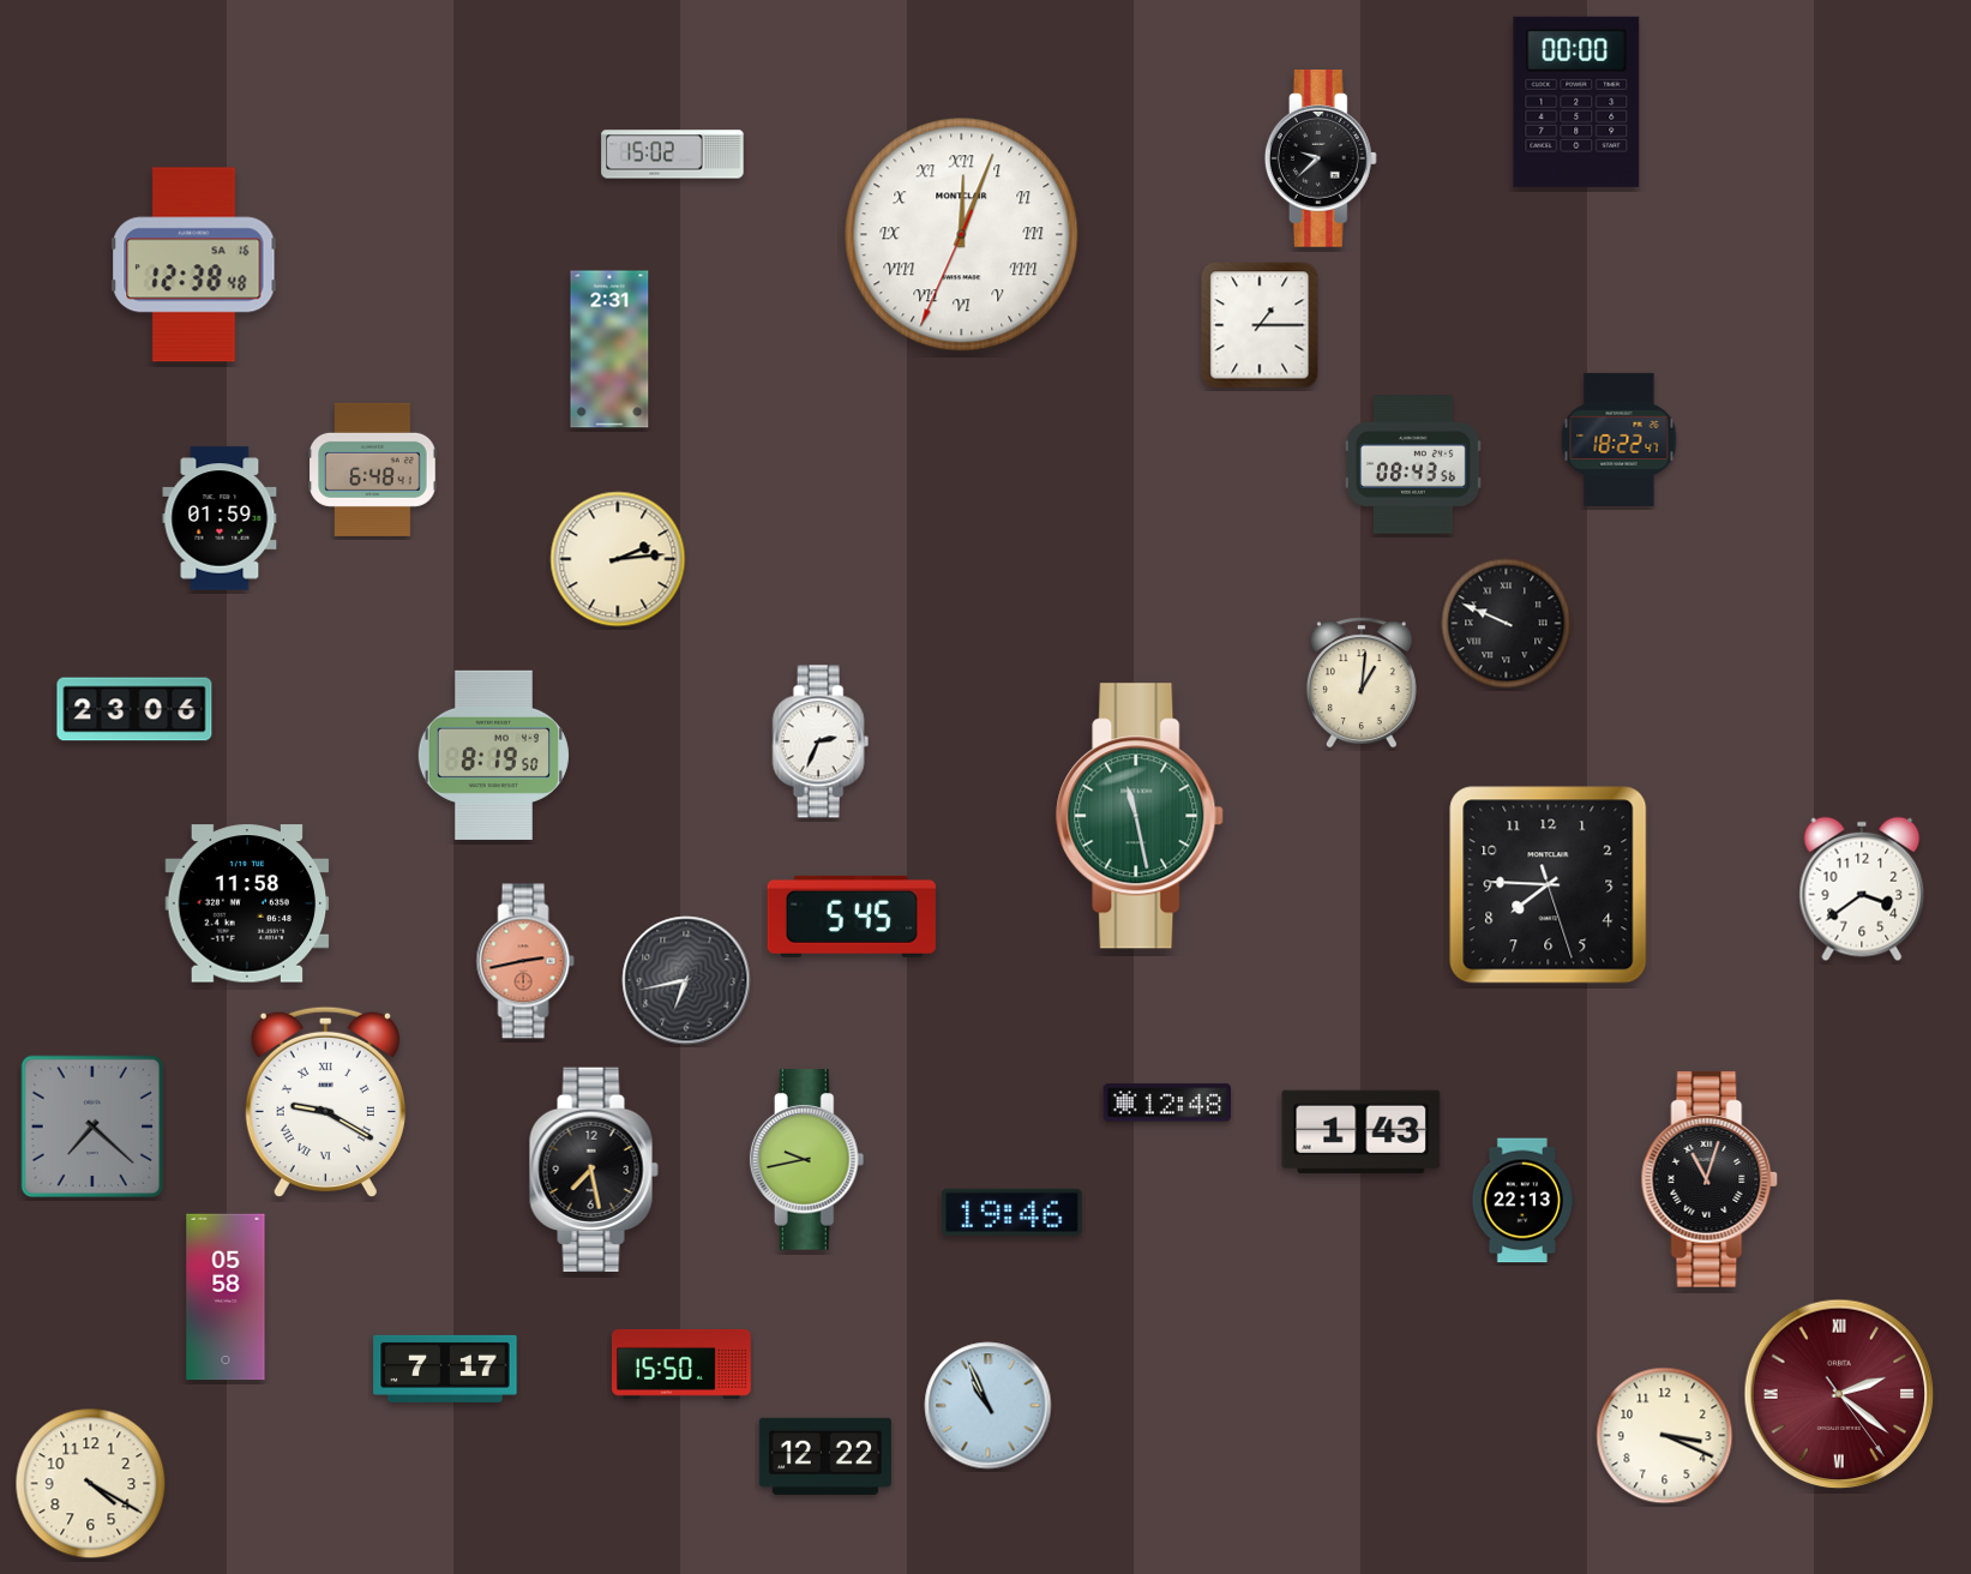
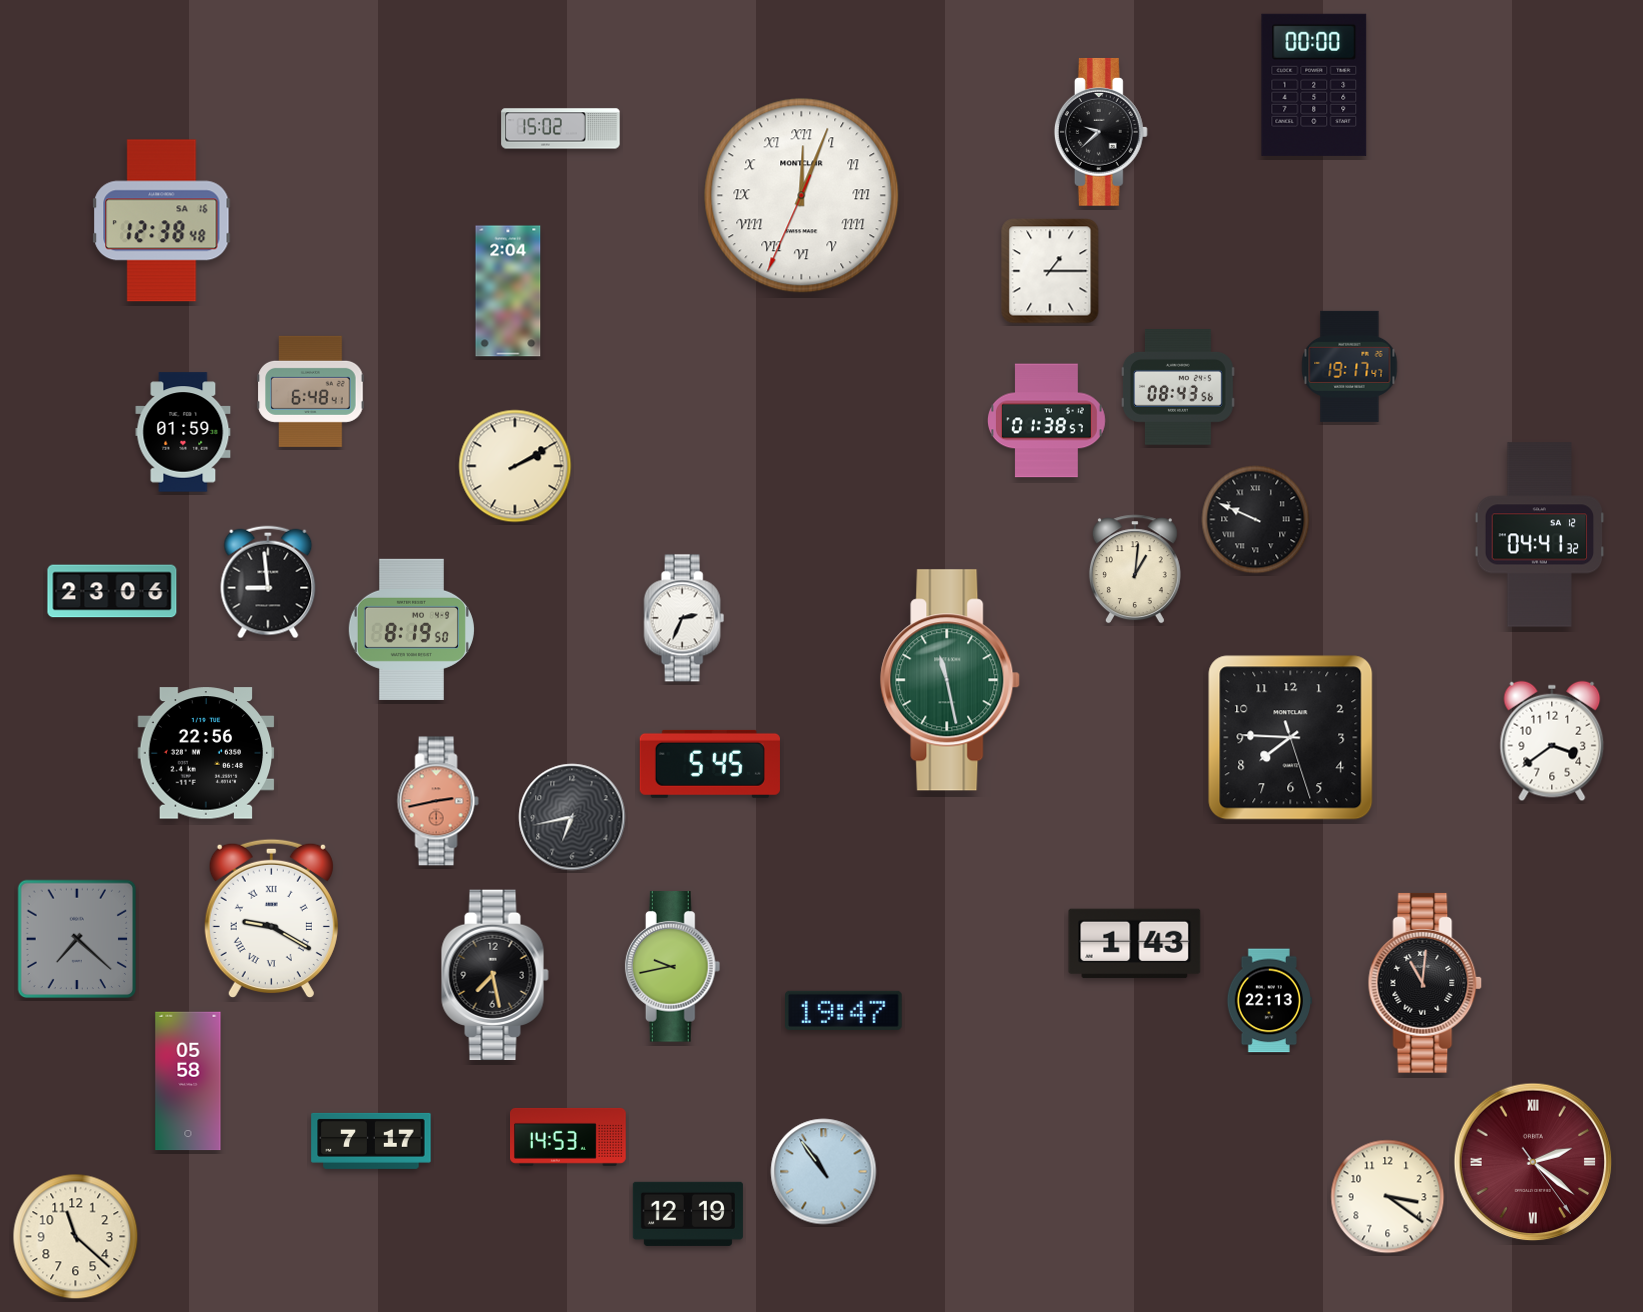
clock at (609, 349): 2:31 -> 2:04
clock at (1620, 439): 18:22 -> 19:17
clock at (1046, 421): none -> 01:38
clock at (618, 559): 2:14 -> 2:10
clock at (1540, 535): none -> 04:41
clock at (268, 582): none -> 8:59
clock at (247, 903): 11:58 -> 22:56
clock at (1167, 1103): 12:48 -> none
clock at (1709, 1179): 11:03 -> 11:01
clock at (1012, 1212): 19:46 -> 19:47
clock at (683, 1364): 15:50 -> 14:53
clock at (988, 1406): 10:56 -> 10:54
clock at (1665, 1436): 3:19 -> 3:21
clock at (825, 1456): 12:22 -> 12:19
clock at (91, 1484): 4:20 -> 11:22
